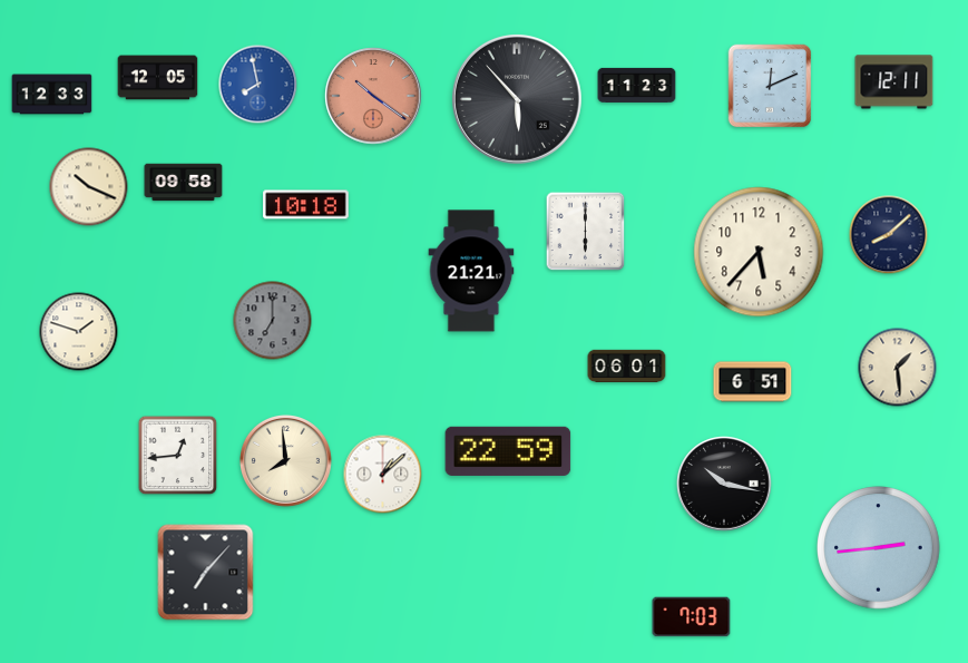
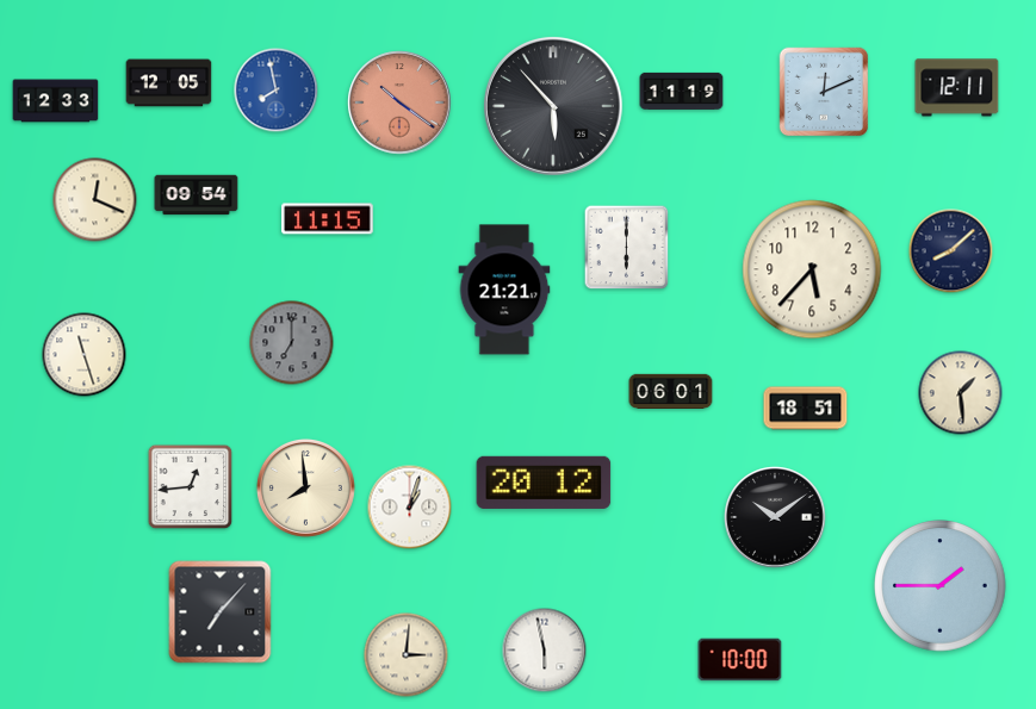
clock at (637, 85): 11:23 -> 11:19
clock at (184, 183): 09:58 -> 09:54
clock at (89, 187): 10:19 -> 12:19
clock at (306, 205): 10:18 -> 11:15
clock at (79, 332): 1:48 -> 11:27
clock at (753, 382): 6:51 -> 18:51
clock at (508, 451): 22:59 -> 20:12
clock at (285, 460) position: (285, 460) -> (305, 487)
clock at (383, 475): 1:08 -> 1:03
clock at (724, 484): 10:17 -> 10:09
clock at (879, 548): 2:44 -> 1:45
clock at (545, 651): none -> 5:58
clock at (407, 655): none -> 3:01
clock at (692, 617): 7:03 -> 10:00
